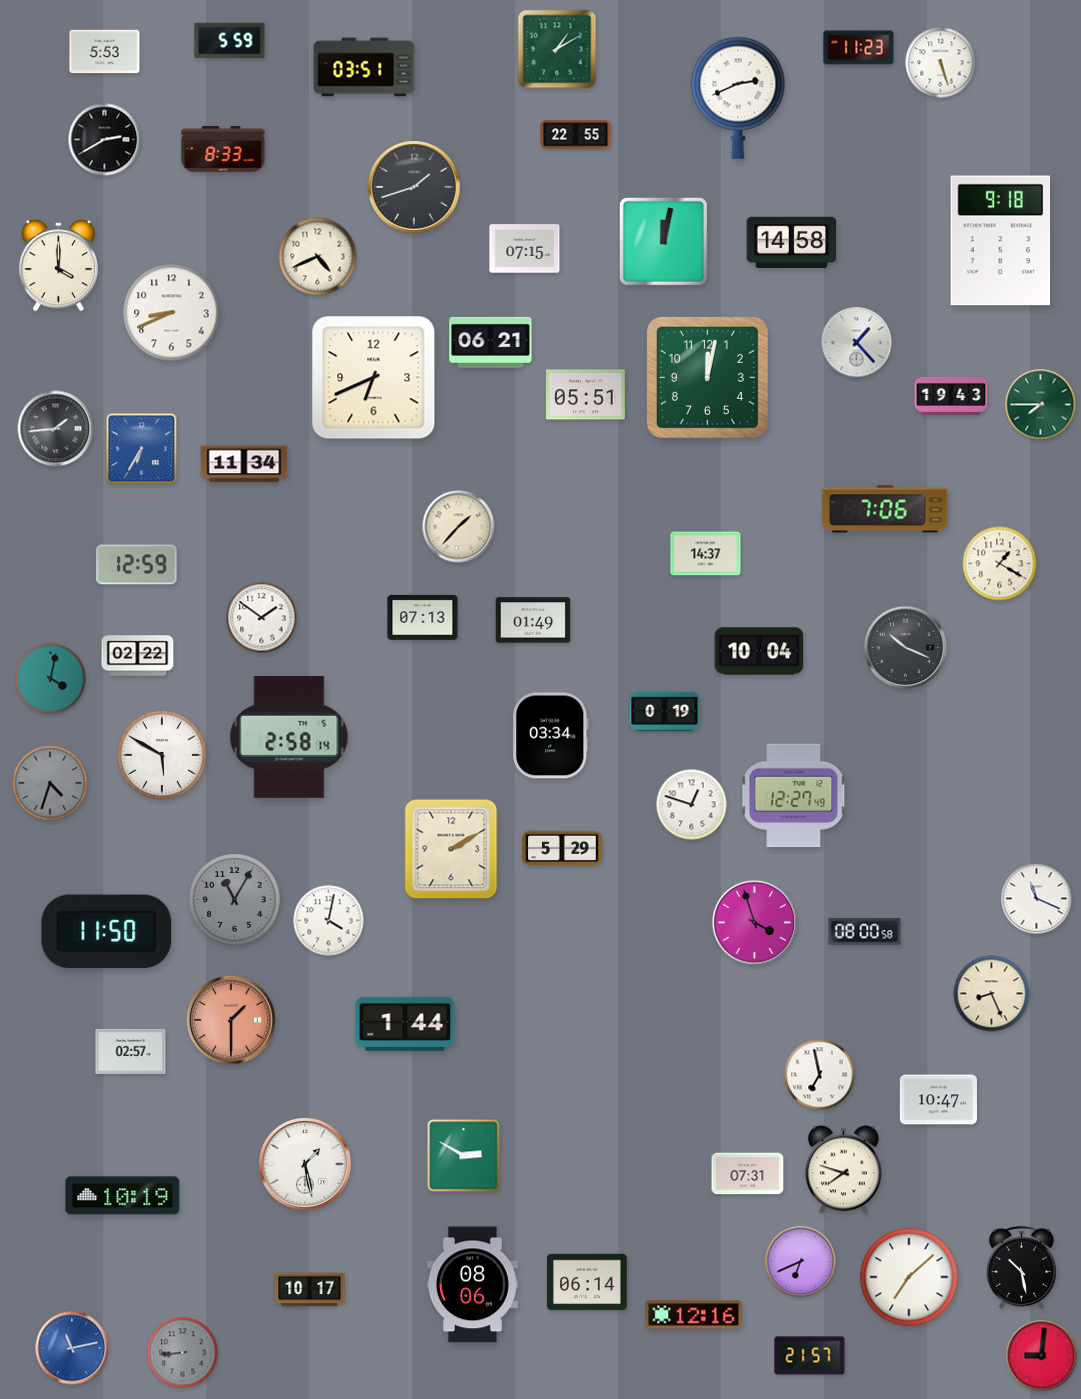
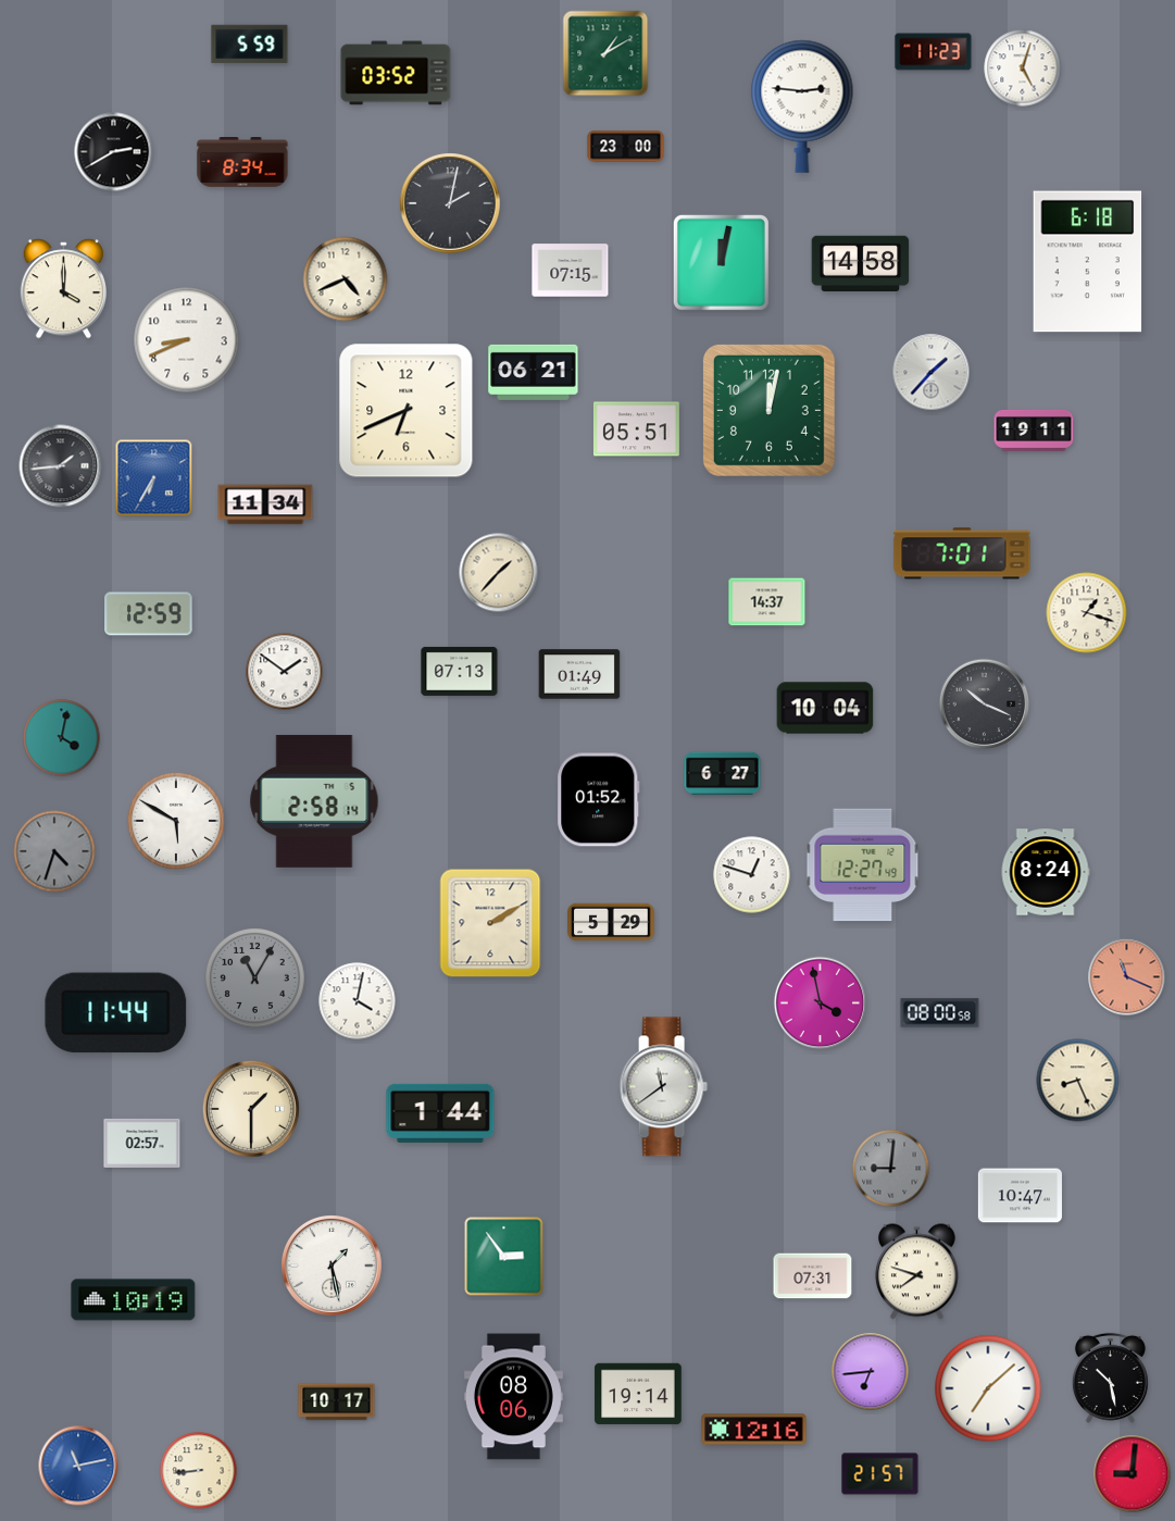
clock at (105, 52): 5:53 -> none
clock at (941, 63): 5:27 -> 5:03
clock at (364, 67): 03:51 -> 03:52
clock at (738, 98): 2:41 -> 2:46
clock at (576, 135): 22:55 -> 23:00
clock at (223, 150): 8:33 -> 8:34
clock at (415, 188): 1:42 -> 2:02
clock at (1001, 241): 9:18 -> 6:18
clock at (857, 343): 1:23 -> 1:37
clock at (951, 397): 19:43 -> 19:11
clock at (1041, 405): 7:45 -> none
clock at (142, 449) position: (142, 449) -> (154, 478)
clock at (885, 509): 7:06 -> 7:01
clock at (1000, 564): 1:20 -> 1:18
clock at (138, 656): 02:22 -> none
clock at (51, 679) position: (51, 679) -> (62, 738)
clock at (665, 712): 0:19 -> 6:27
clock at (551, 736): 03:34 -> 01:52
clock at (1046, 872): none -> 8:24
clock at (1037, 899) dial: white -> salmon
clock at (755, 923): 3:57 -> 3:58
clock at (107, 932): 11:50 -> 11:44
clock at (663, 1087): none -> 11:39
clock at (231, 1020) dial: salmon -> cream
clock at (820, 1075): 6:58 -> 9:01
clock at (820, 1075) dial: white -> grey
clock at (464, 1156): 2:50 -> 2:54
clock at (801, 1262): 6:41 -> 6:44
clock at (587, 1282): 06:14 -> 19:14
clock at (183, 1353) dial: grey -> cream
